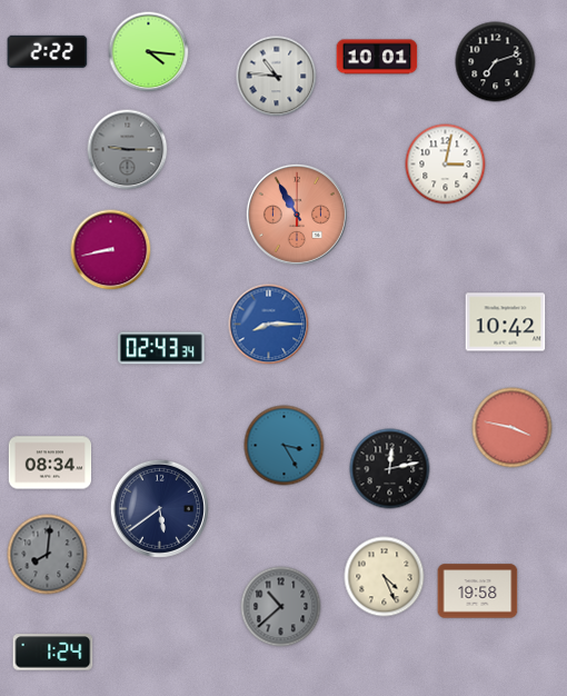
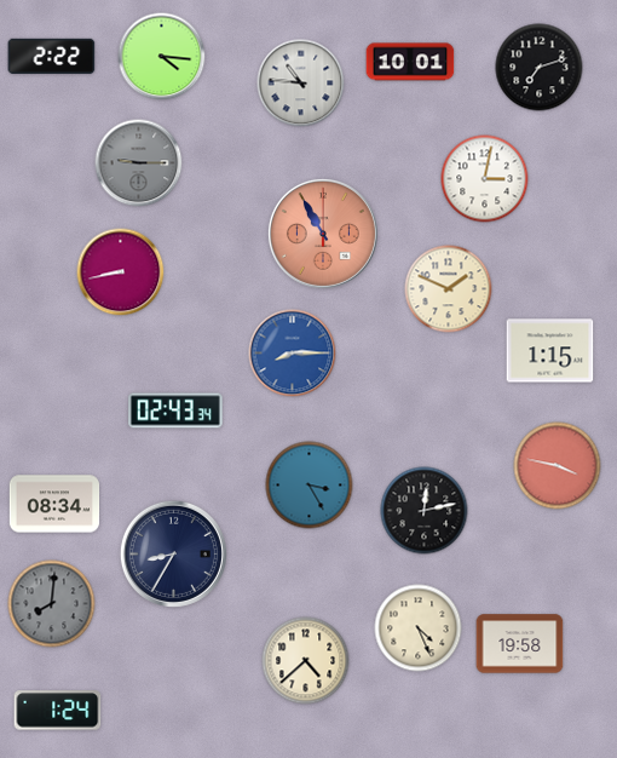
clock at (449, 289): none -> 1:49
clock at (506, 322): 10:42 -> 1:15
clock at (162, 348) position: (162, 348) -> (177, 410)
clock at (159, 508): 5:39 -> 8:35
clock at (281, 607): 10:38 -> 4:38
clock at (281, 607) dial: grey -> cream
